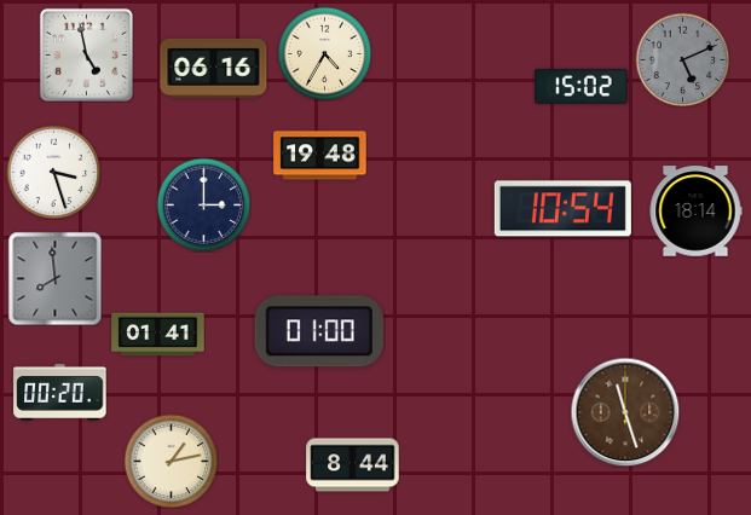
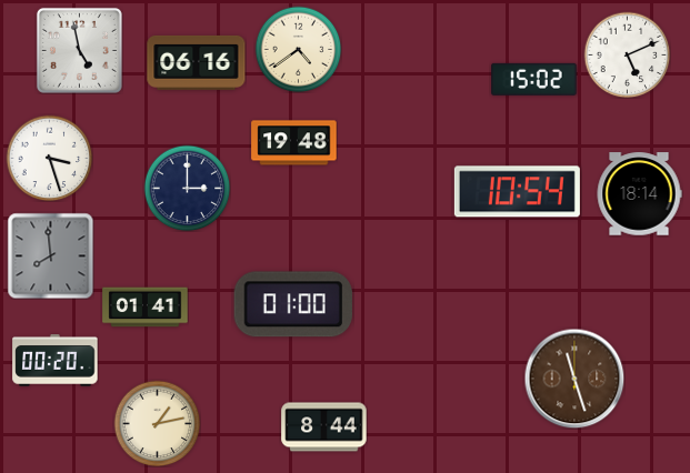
clock at (324, 53): 4:35 -> 4:39
clock at (682, 59) dial: grey -> white
